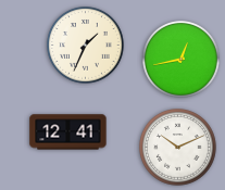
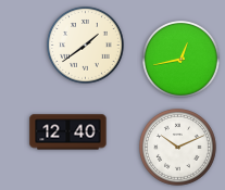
clock at (86, 46): 1:34 -> 1:39
clock at (68, 132): 12:41 -> 12:40
